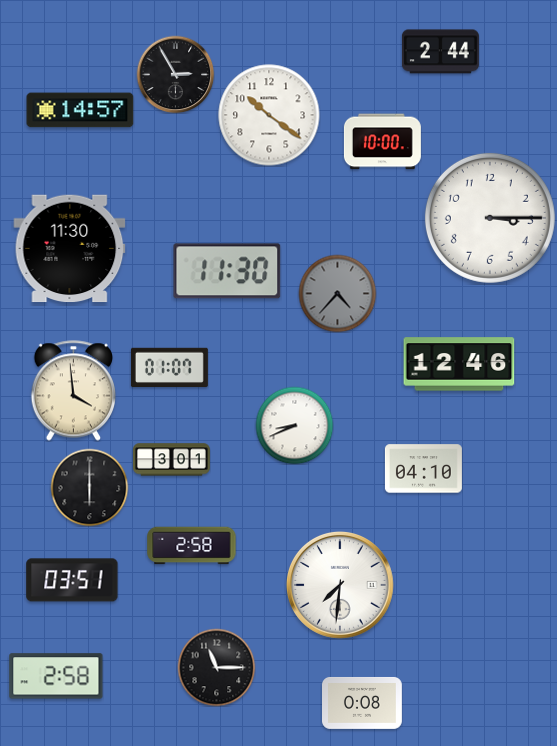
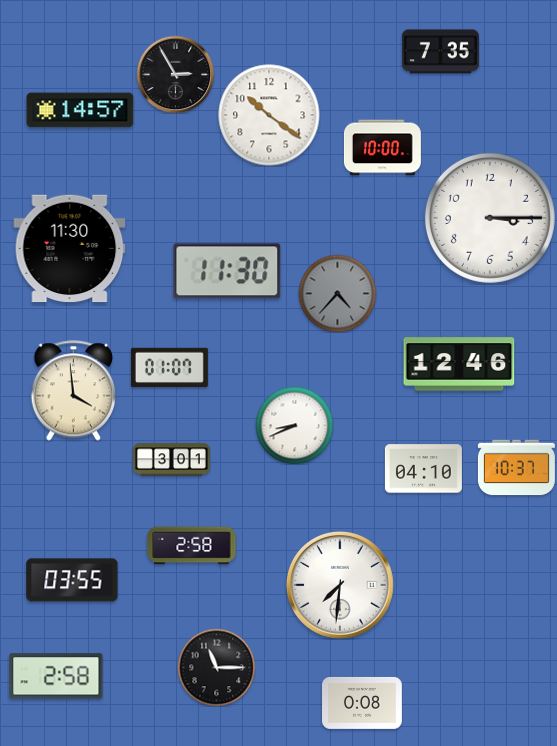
clock at (440, 52): 2:44 -> 7:35
clock at (382, 142) position: (382, 142) -> (382, 148)
clock at (516, 468): none -> 10:37
clock at (89, 487): 6:00 -> none
clock at (72, 580): 03:51 -> 03:55
